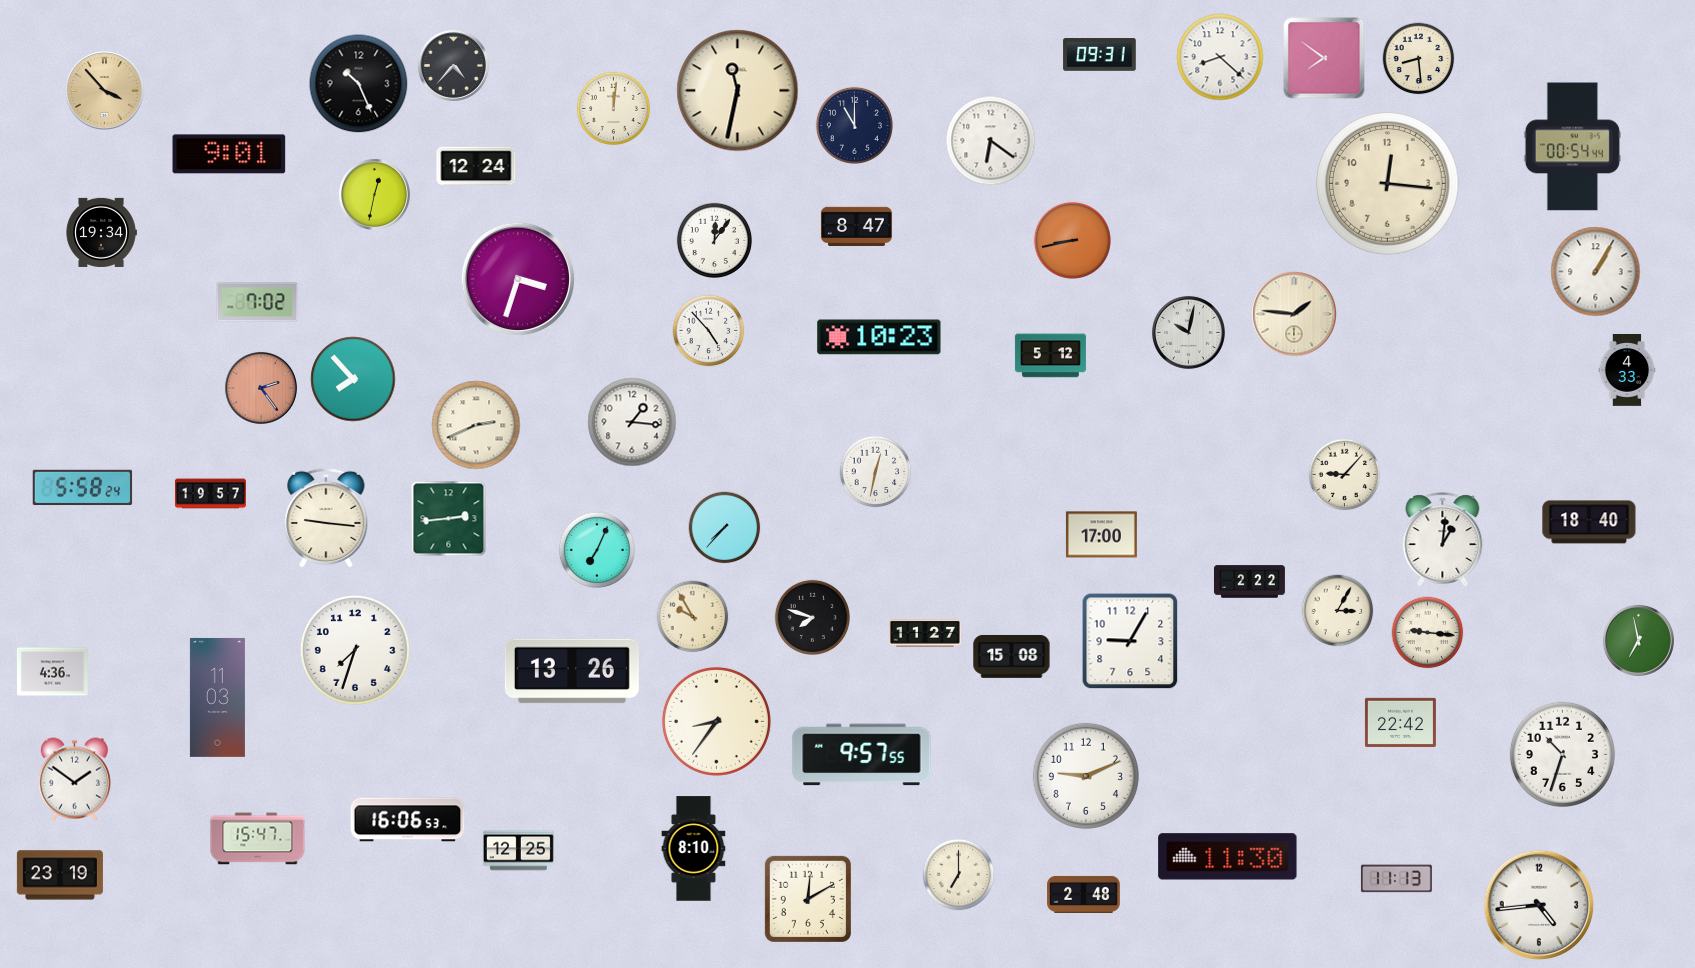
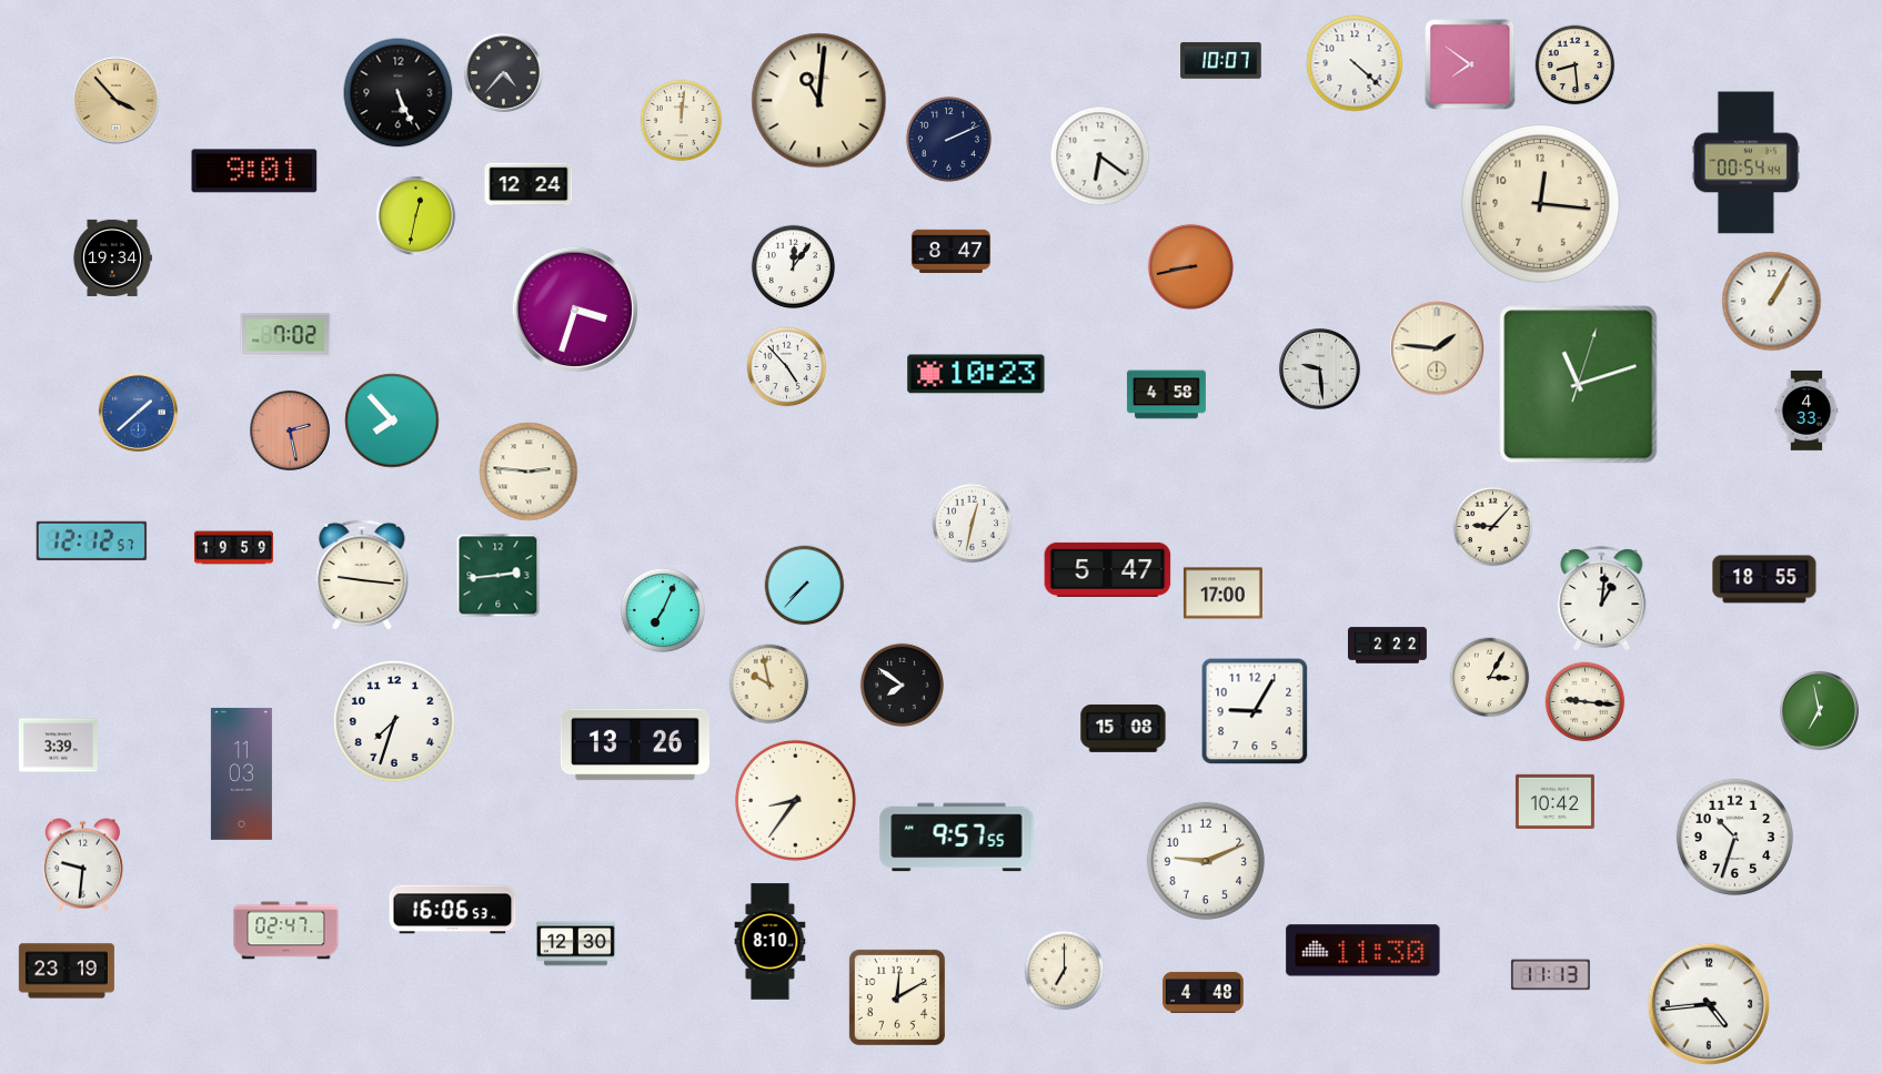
clock at (1100, 55): 09:31 -> 10:07
clock at (1220, 57): 8:22 -> 4:22
clock at (359, 84): 10:26 -> 5:26
clock at (738, 91): 11:32 -> 11:01
clock at (854, 125): 11:00 -> 2:11
clock at (1188, 332): 10:02 -> 9:29
clock at (1579, 385): none -> 11:12
clock at (1050, 356): 5:12 -> 4:58
clock at (138, 412): none -> 1:38
clock at (261, 388): 2:24 -> 2:28
clock at (632, 422): 1:16 -> none
clock at (476, 425): 2:41 -> 2:46
clock at (83, 488): 5:58 -> 12:12
clock at (210, 494): 19:57 -> 19:59
clock at (1108, 569): none -> 5:47
clock at (1589, 522): 18:40 -> 18:55
clock at (1338, 611) position: (1338, 611) -> (1490, 678)
clock at (693, 617): 9:55 -> 9:58
clock at (812, 617): 7:48 -> 7:51
clock at (926, 633): 11:27 -> none
clock at (52, 672): 4:36 -> 3:39
clock at (1400, 722): 22:42 -> 10:42
clock at (74, 780): 1:51 -> 9:31
clock at (258, 839): 15:47 -> 02:47
clock at (518, 851): 12:25 -> 12:30
clock at (1084, 894): 2:48 -> 4:48
